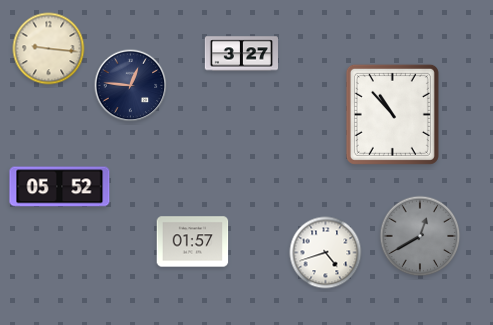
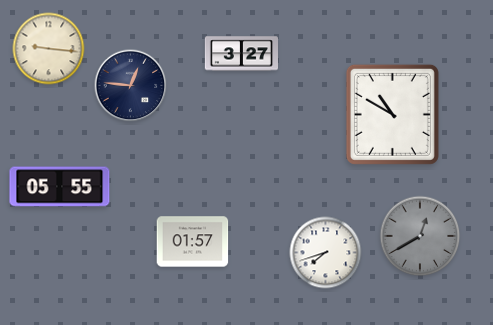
clock at (392, 114): 10:53 -> 10:50
clock at (60, 187): 05:52 -> 05:55
clock at (326, 253): 4:42 -> 7:42
